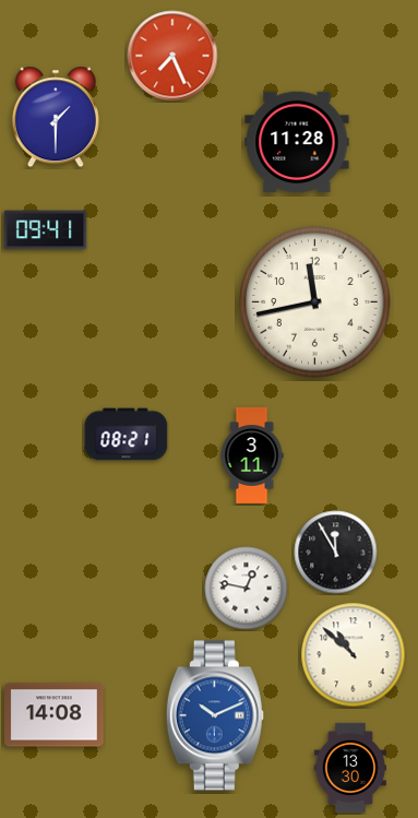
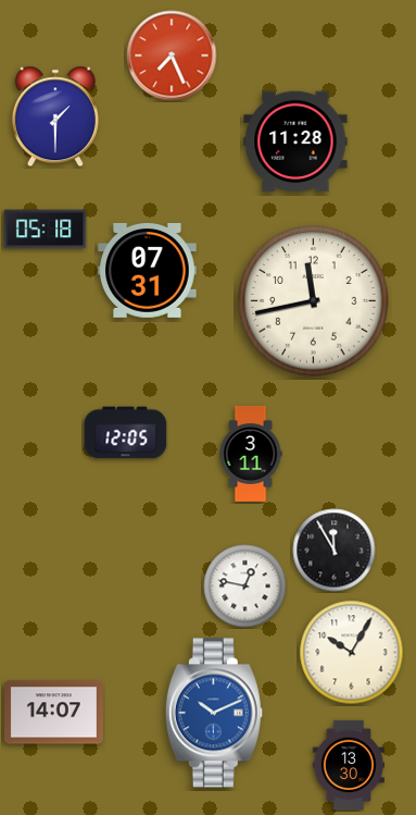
clock at (46, 230): 09:41 -> 05:18
clock at (148, 270): none -> 07:31
clock at (127, 435): 08:21 -> 12:05
clock at (354, 655): 10:52 -> 10:05
clock at (55, 715): 14:08 -> 14:07
